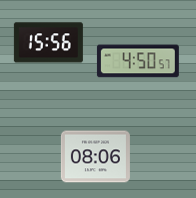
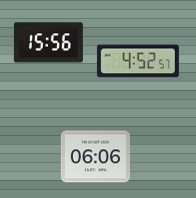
clock at (138, 61): 4:50 -> 4:52
clock at (95, 157): 08:06 -> 06:06
